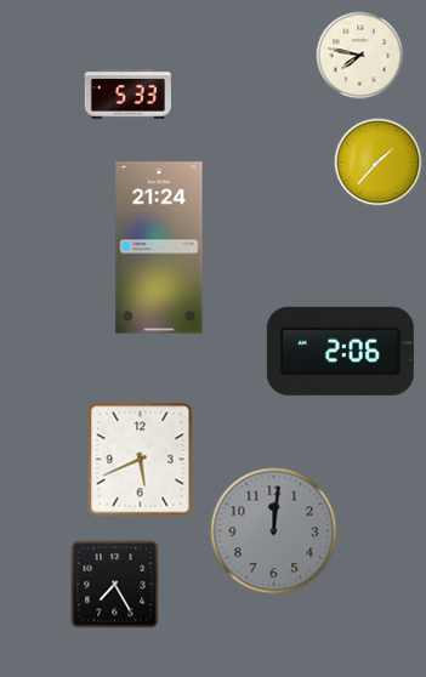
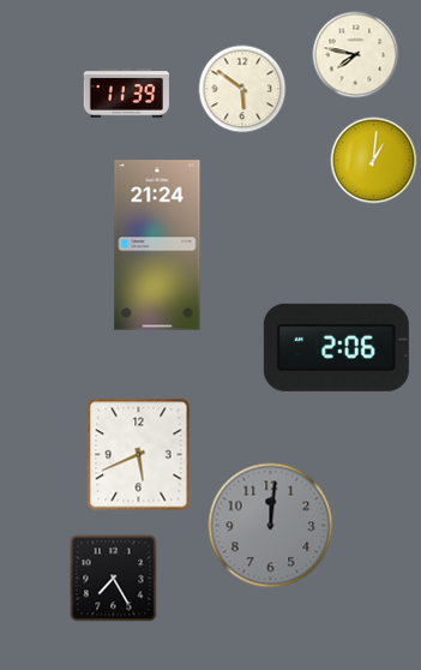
clock at (242, 89): none -> 5:51
clock at (127, 95): 5:33 -> 11:39
clock at (379, 163): 1:37 -> 1:01
